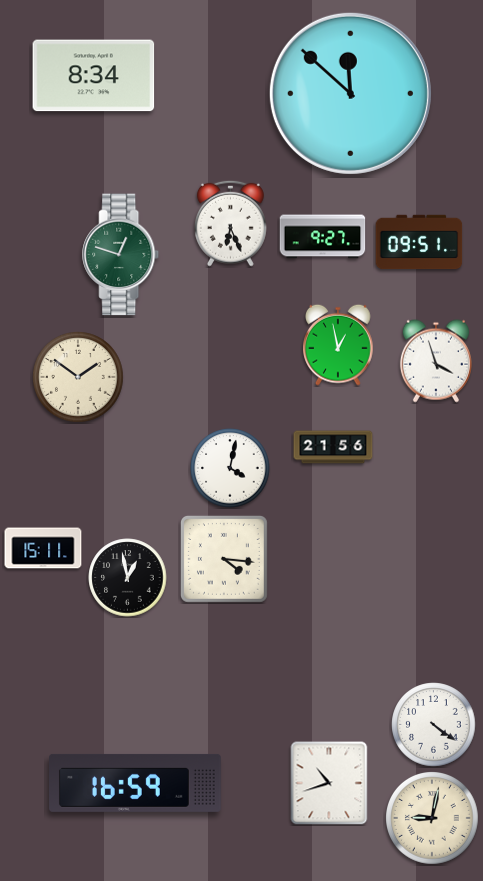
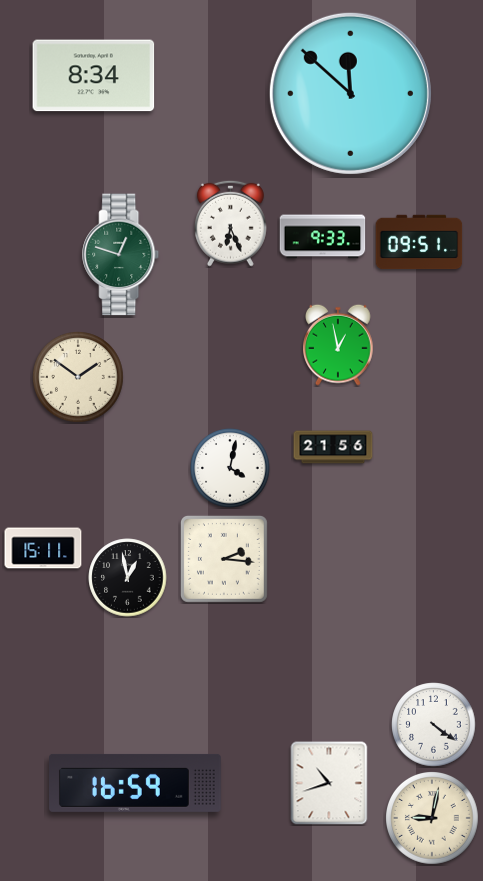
clock at (323, 237): 9:27 -> 9:33
clock at (436, 361): 3:57 -> none
clock at (224, 559): 4:16 -> 2:16
